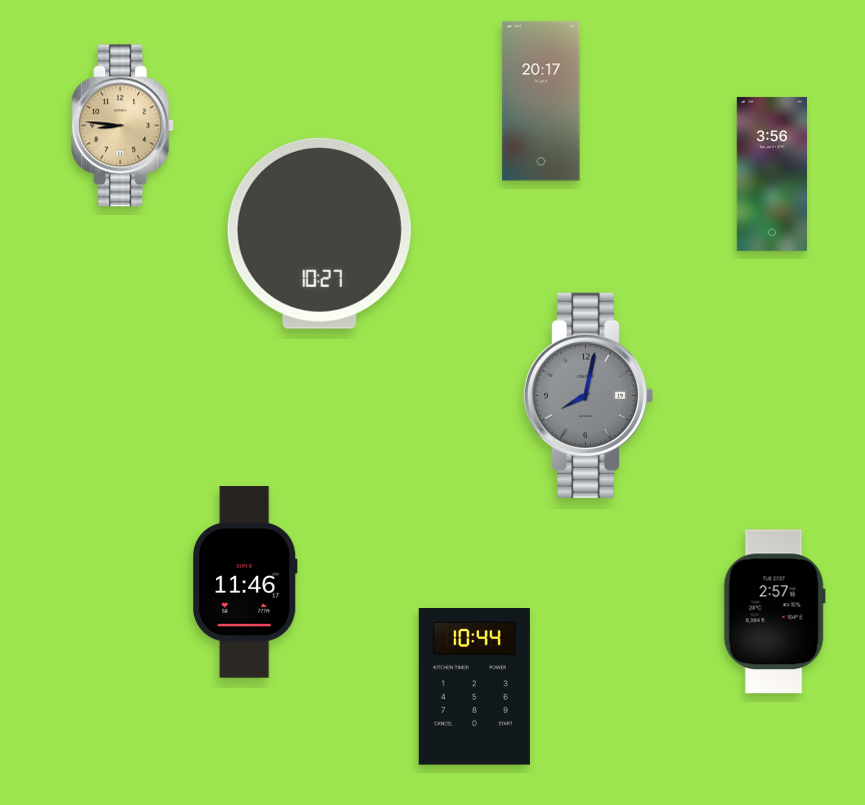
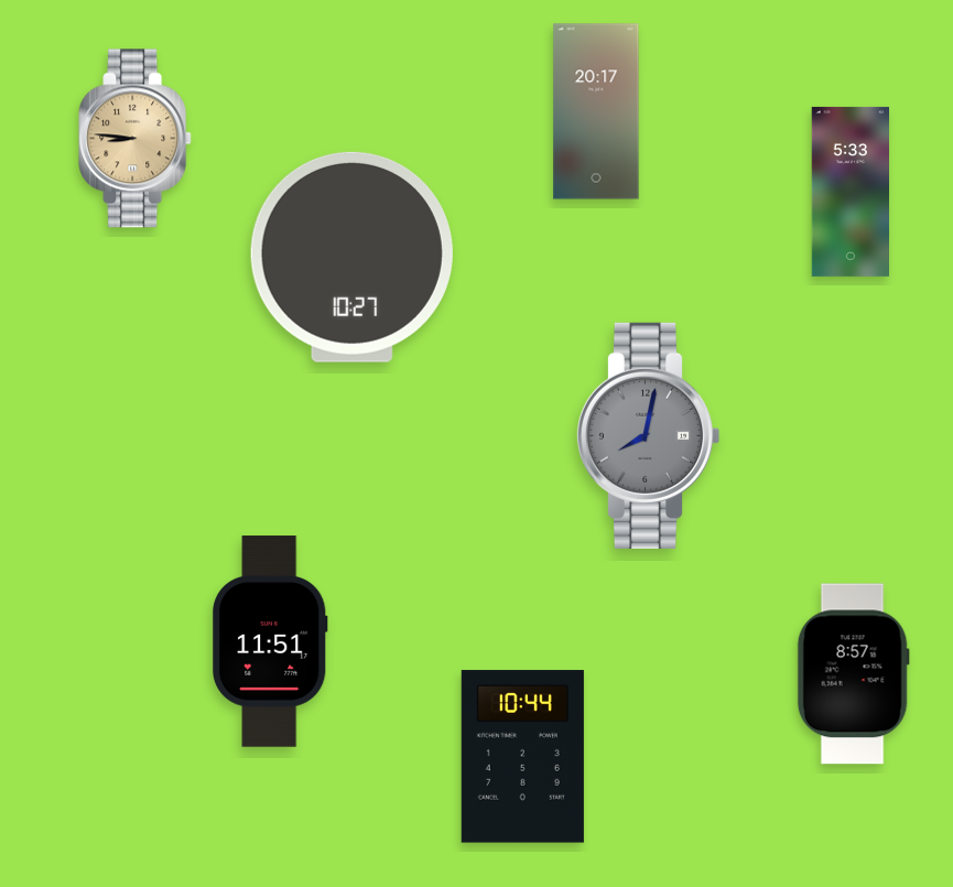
clock at (772, 174): 3:56 -> 5:33
clock at (245, 582): 11:46 -> 11:51
clock at (774, 612): 2:57 -> 8:57
